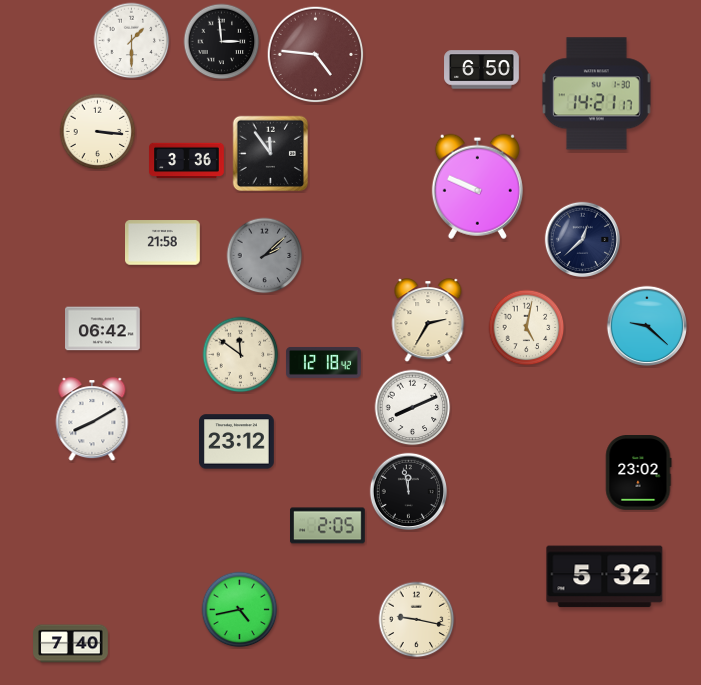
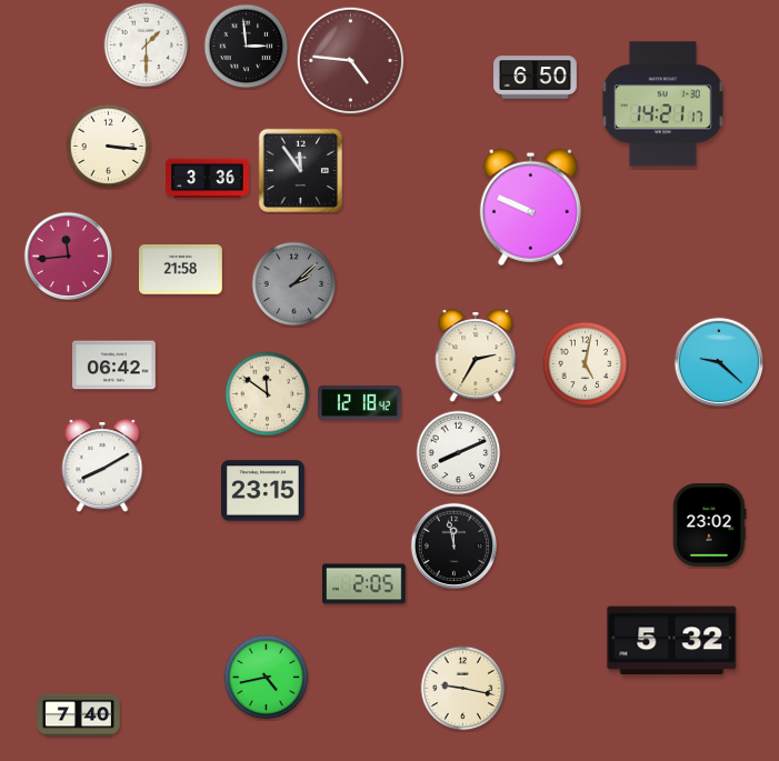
clock at (68, 256): none -> 11:44
clock at (582, 239): 12:38 -> none
clock at (237, 442): 23:12 -> 23:15
